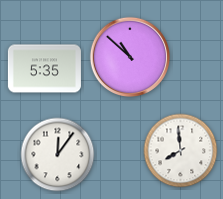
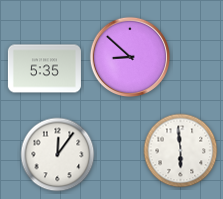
clock at (129, 56): 10:52 -> 8:52
clock at (181, 151): 7:59 -> 5:59
